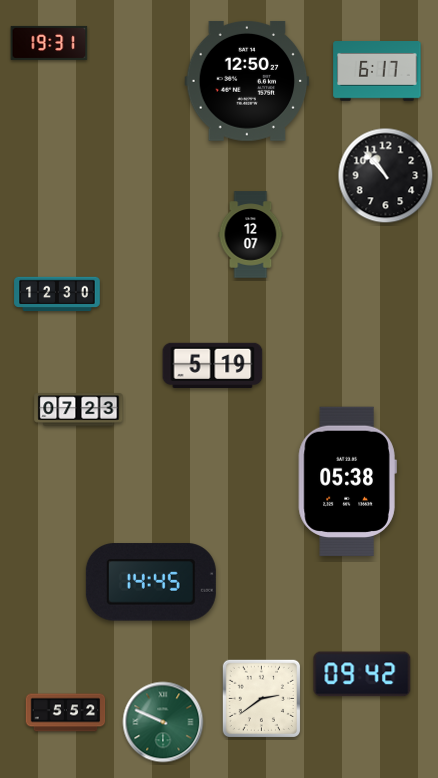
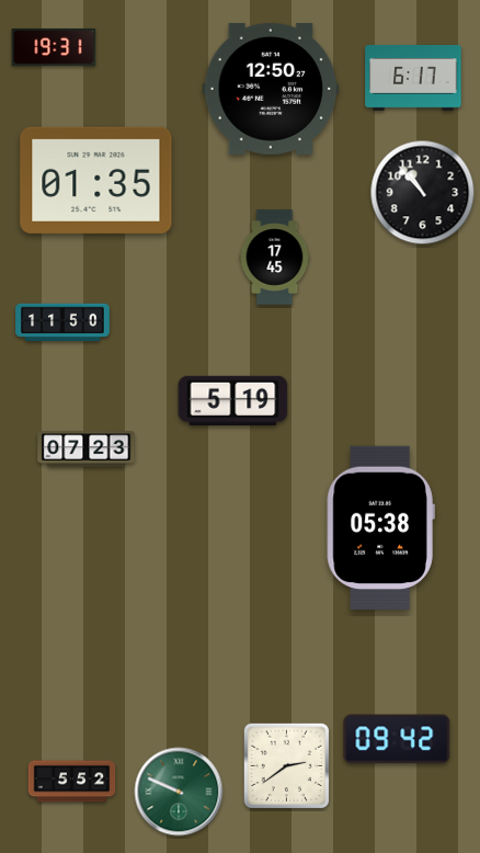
clock at (96, 180): none -> 01:35
clock at (251, 235): 12:07 -> 17:45
clock at (57, 294): 12:30 -> 11:50
clock at (151, 582): 14:45 -> none
